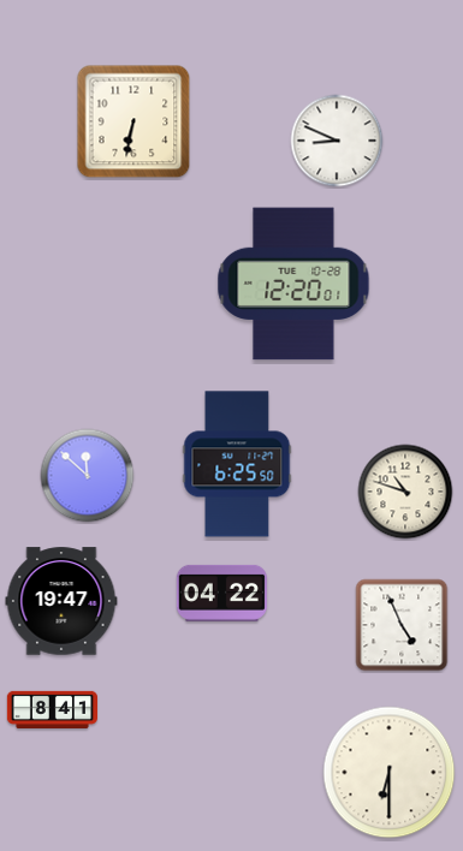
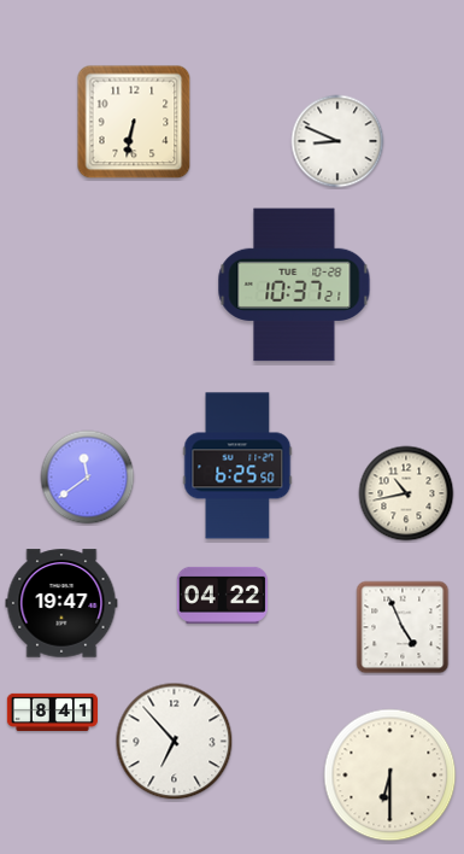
clock at (293, 284): 12:20 -> 10:37
clock at (88, 476): 11:52 -> 11:39
clock at (405, 492): 10:48 -> 10:43
clock at (175, 742): none -> 6:53
